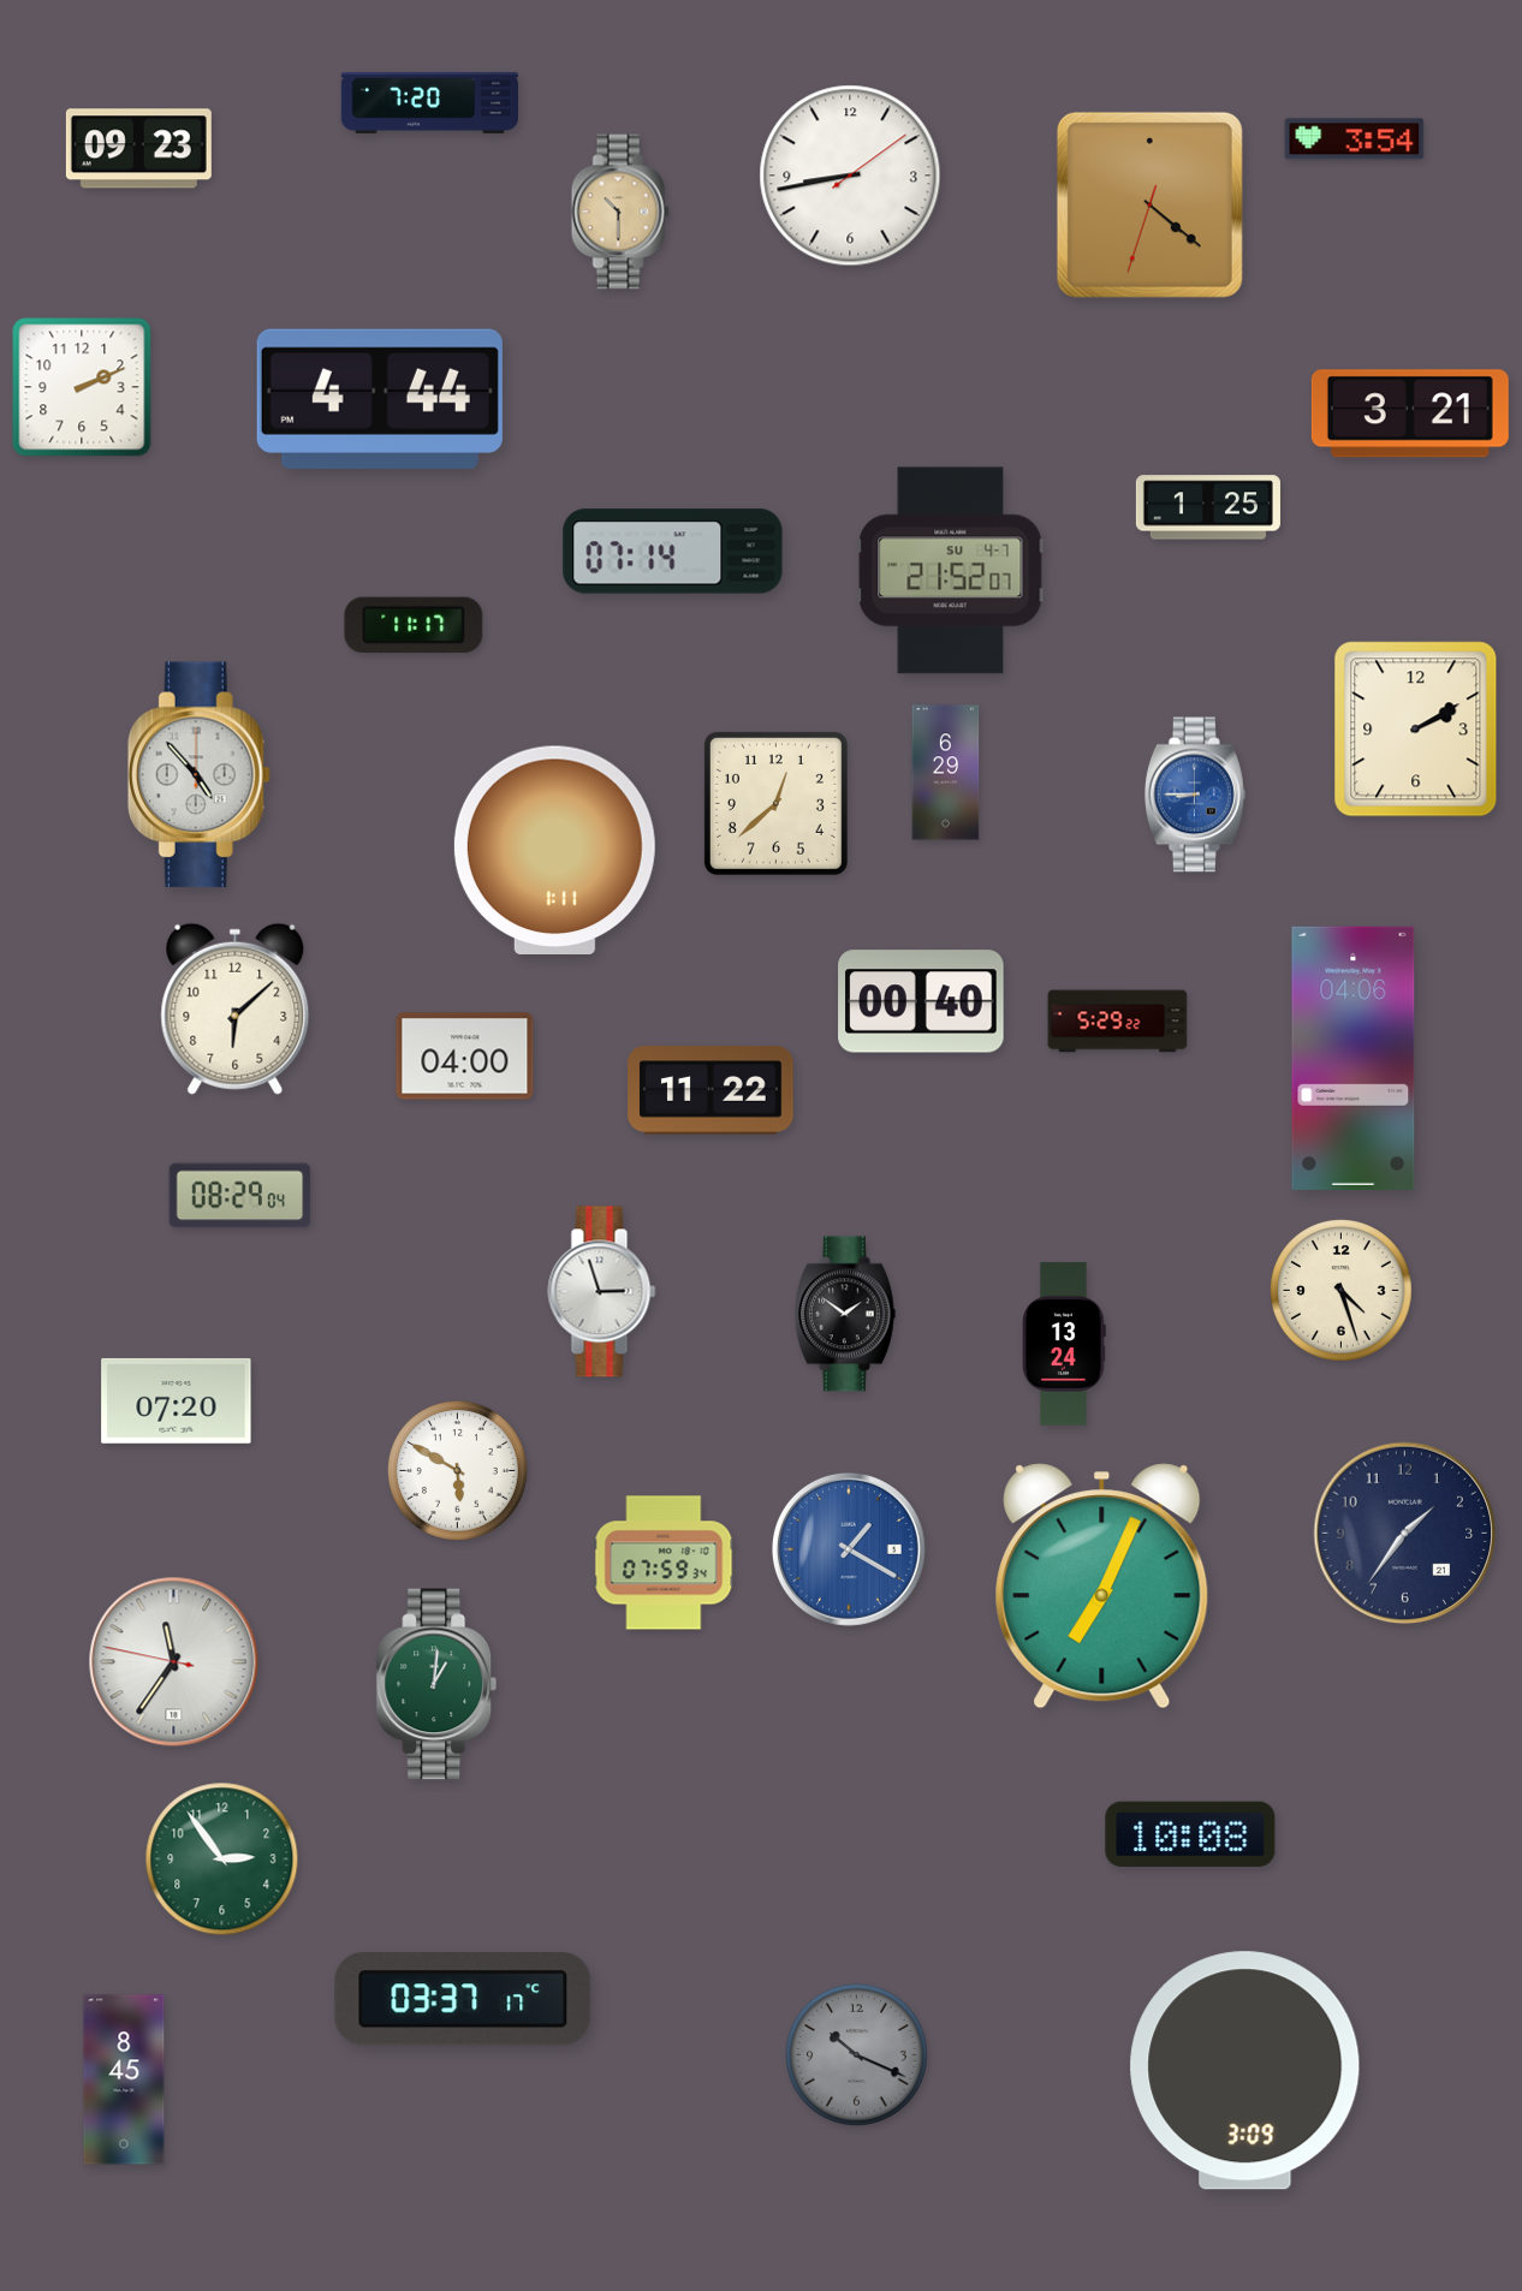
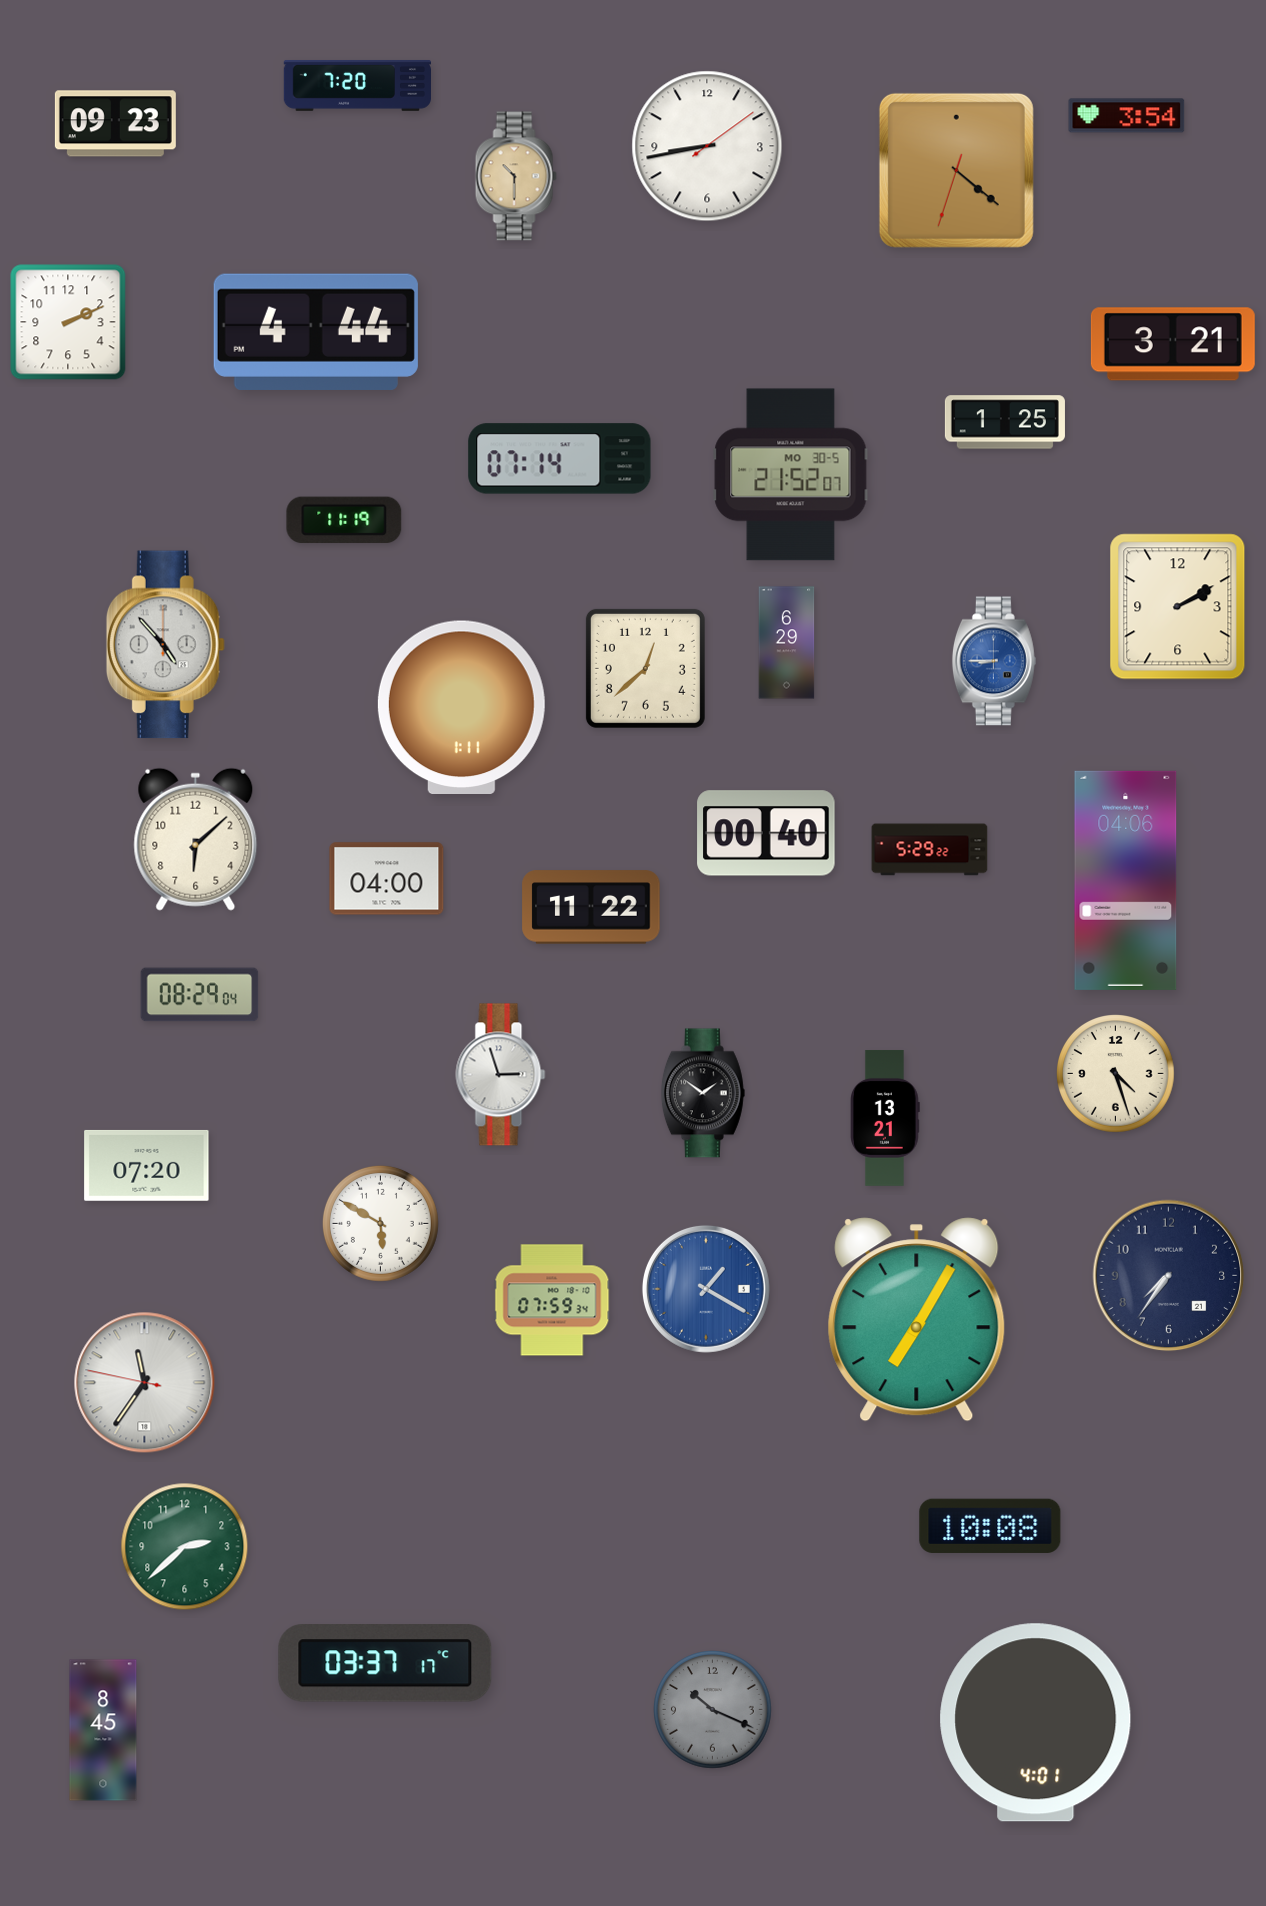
clock at (951, 571) date: SU 4-7 -> MO 30-5
clock at (414, 625): 11:17 -> 11:19
clock at (1065, 1345): 13:24 -> 13:21
clock at (1405, 1534): 1:36 -> 7:36
clock at (1102, 1587): 7:04 -> 7:05
clock at (436, 1684): 1:01 -> none
clock at (222, 1859): 2:54 -> 2:38
clock at (1245, 2071): 3:09 -> 4:01
